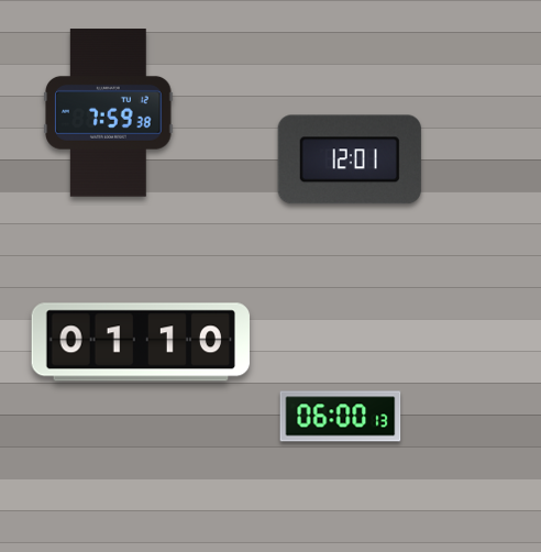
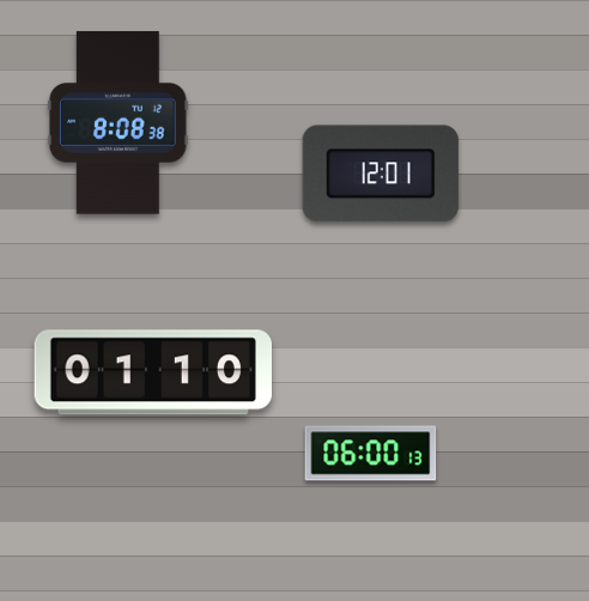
clock at (109, 113): 7:59 -> 8:08
